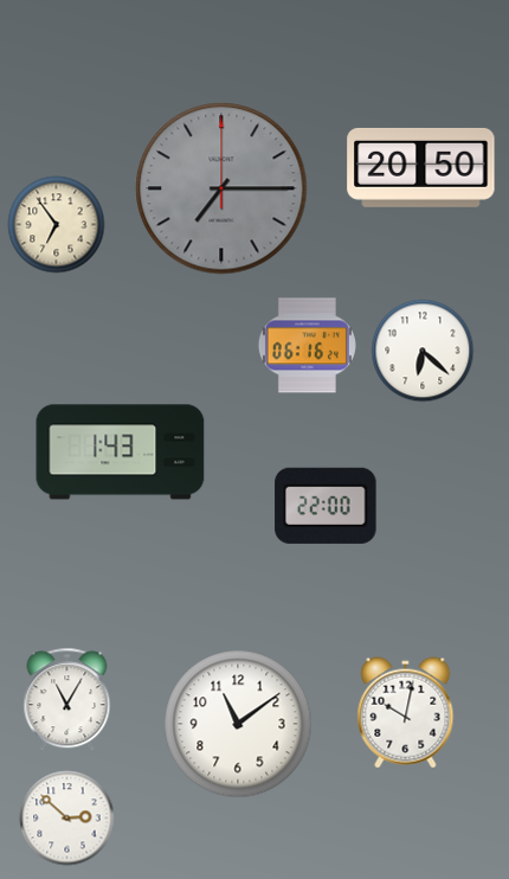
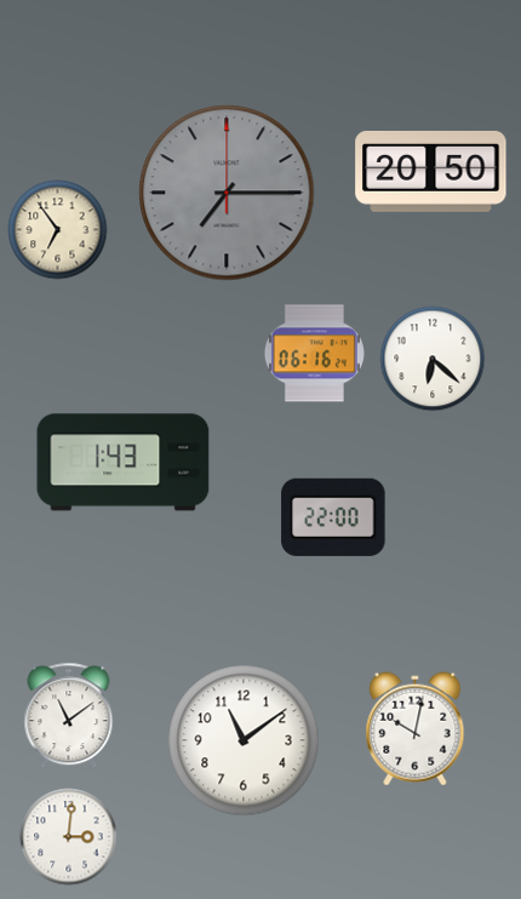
clock at (67, 700): 11:05 -> 11:09
clock at (67, 819): 2:52 -> 3:01
